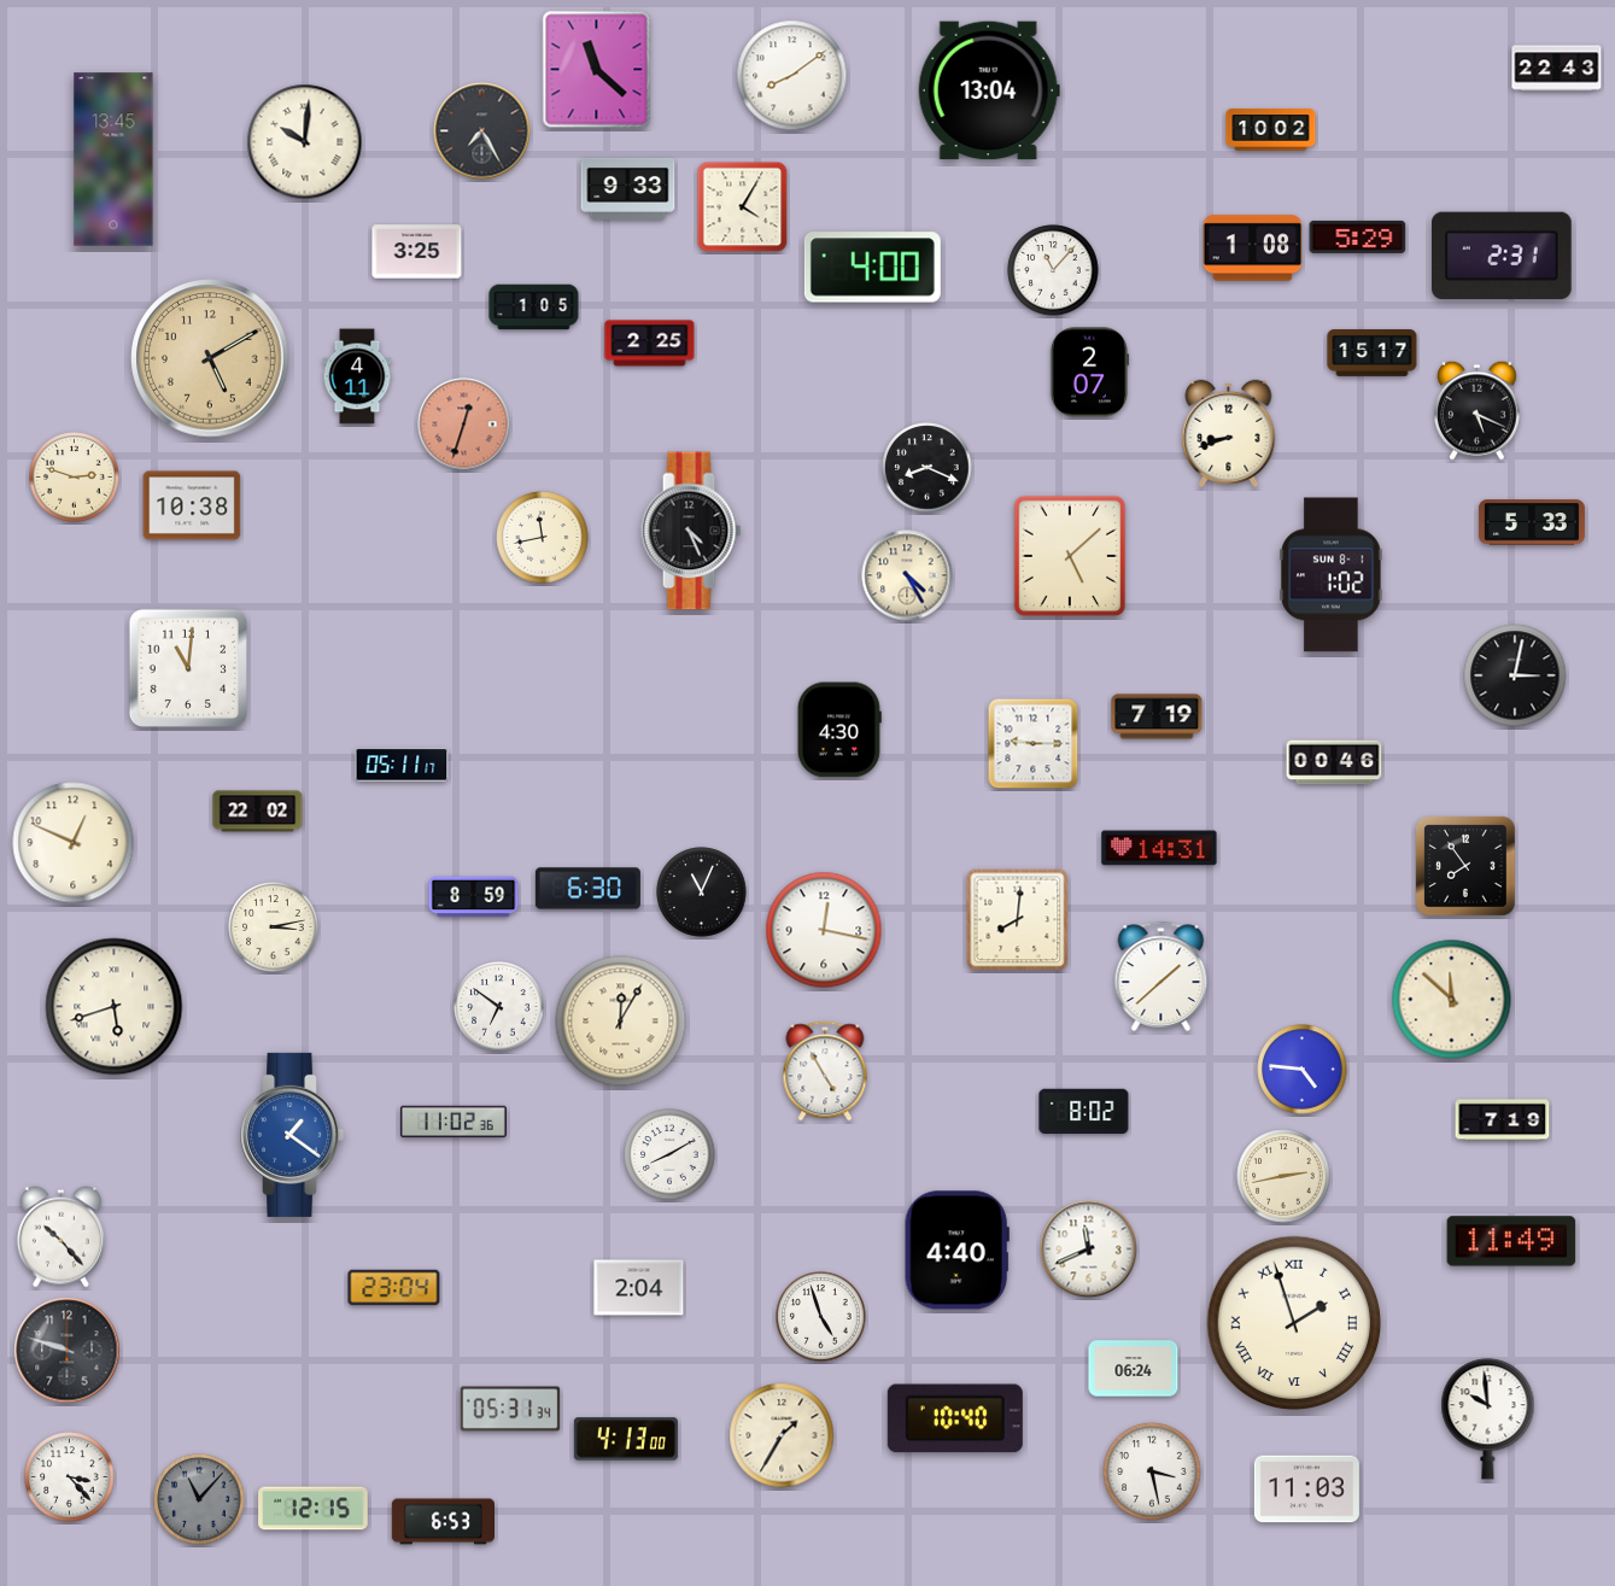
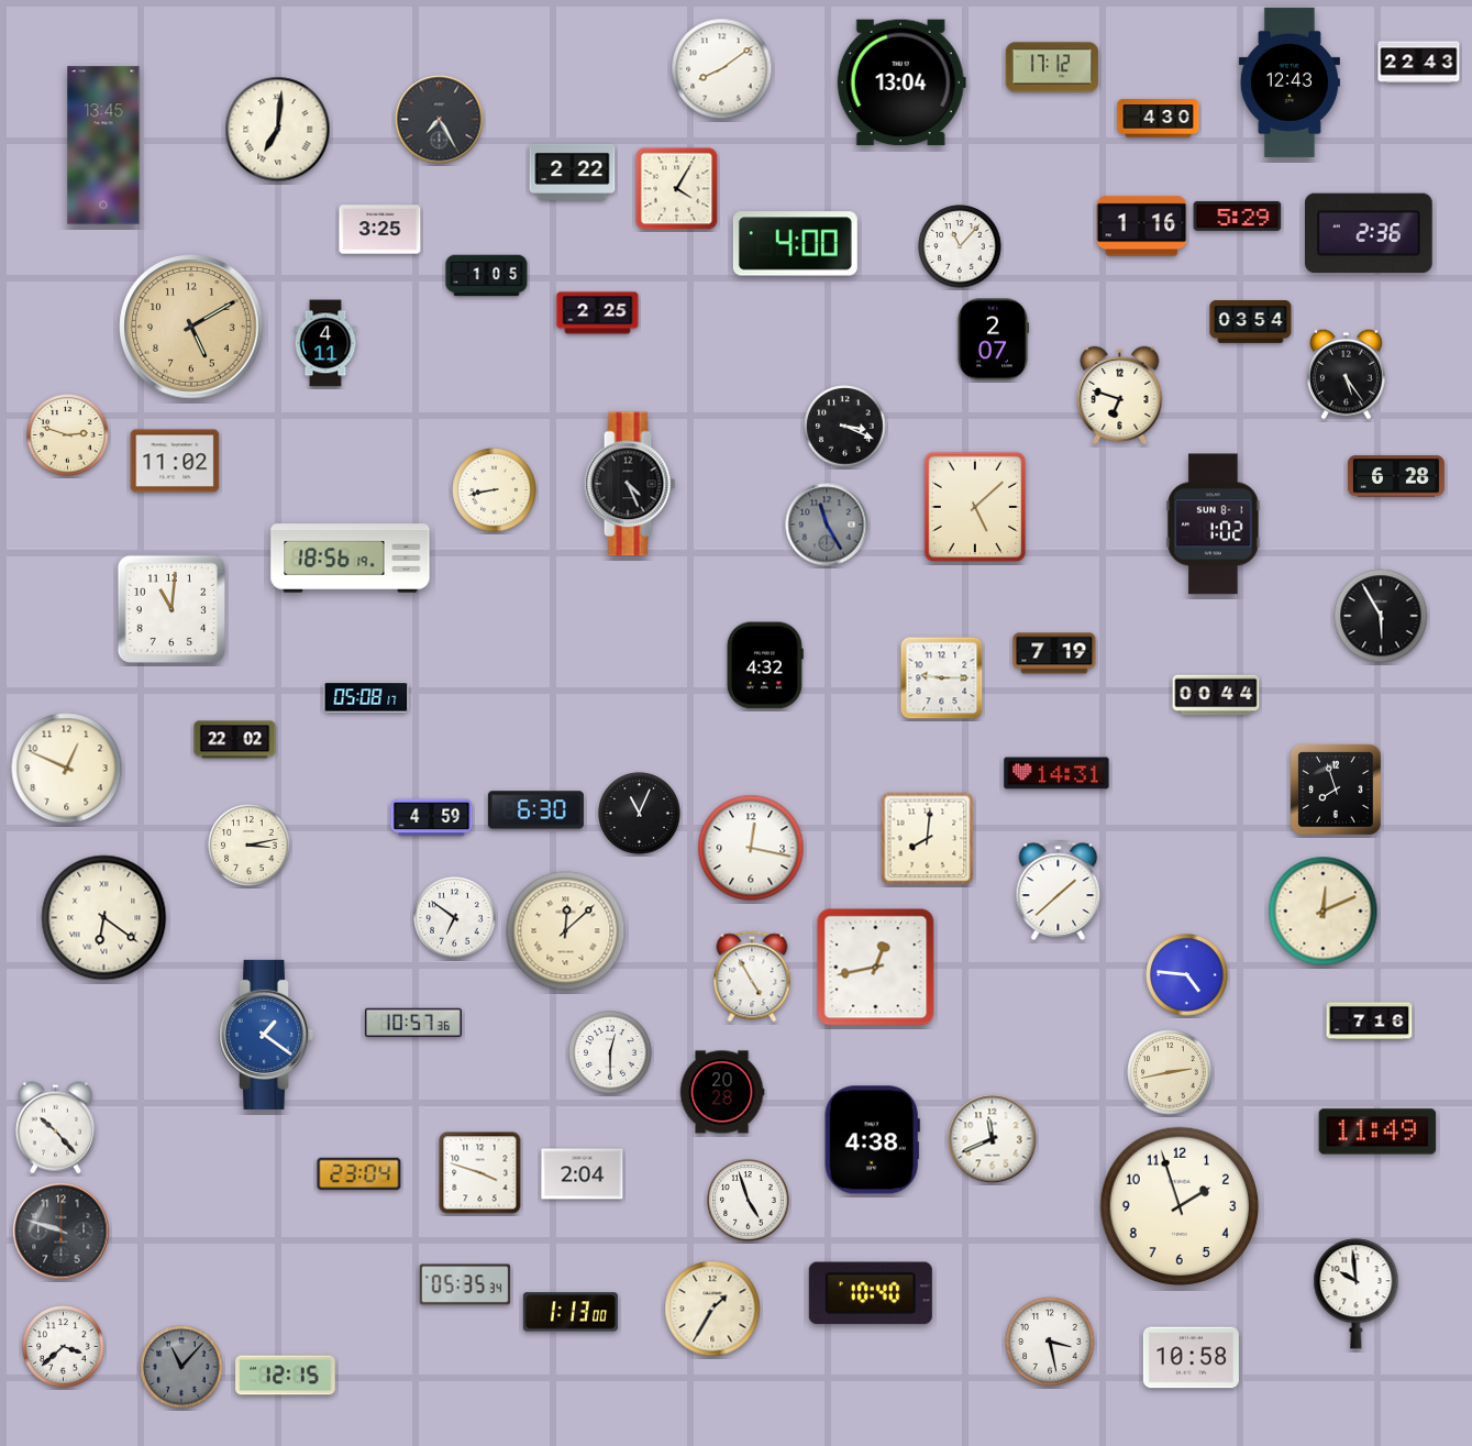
clock at (597, 70): 11:22 -> none
clock at (1052, 67): none -> 17:12
clock at (1290, 82): none -> 12:43
clock at (1271, 130): 10:02 -> 4:30
clock at (305, 142): 10:01 -> 7:01
clock at (628, 188): 9:33 -> 2:22
clock at (1253, 248): 1:08 -> 1:16
clock at (1503, 256): 2:31 -> 2:36
clock at (534, 308) position: (534, 308) -> (487, 276)
clock at (650, 344) position: (650, 344) -> (598, 313)
clock at (1373, 353): 15:17 -> 03:54
clock at (1478, 410): 5:19 -> 5:24
clock at (464, 425): 12:33 -> none
clock at (1229, 433): 8:42 -> 6:48
clock at (928, 468): 8:19 -> 3:19
clock at (192, 505): 10:38 -> 11:02
clock at (1532, 522): 5:33 -> 6:28
clock at (543, 538): 11:43 -> 8:43
clock at (907, 575): 4:25 -> 11:25
clock at (907, 575) dial: cream -> grey
clock at (351, 559): none -> 18:56
clock at (1515, 675): 3:02 -> 5:55
clock at (839, 730): 4:30 -> 4:32
clock at (1334, 762): 00:46 -> 00:44
clock at (402, 765): 05:11 -> 05:08
clock at (1465, 866): 7:54 -> 7:57
clock at (474, 897): 8:59 -> 4:59
clock at (1452, 1000): 11:52 -> 12:11
clock at (115, 1007): 5:42 -> 6:21
clock at (621, 1022): 12:05 -> 12:08
clock at (876, 968): none -> 12:43
clock at (1084, 1112): 8:02 -> none
clock at (1503, 1120): 7:19 -> 7:16
clock at (454, 1122): 11:02 -> 10:57
clock at (669, 1154): 8:10 -> 12:30
clock at (722, 1092): none -> 20:28
clock at (956, 1251): 4:40 -> 4:38
clock at (480, 1173): none -> 3:48
clock at (1294, 1323) numerals: Roman -> Arabic
clock at (1134, 1369): 06:24 -> none
clock at (510, 1409): 05:31 -> 05:35
clock at (626, 1439): 4:13 -> 1:13
clock at (70, 1477): 3:23 -> 3:38
clock at (1306, 1490): 11:03 -> 10:58
clock at (443, 1522): 6:53 -> none
